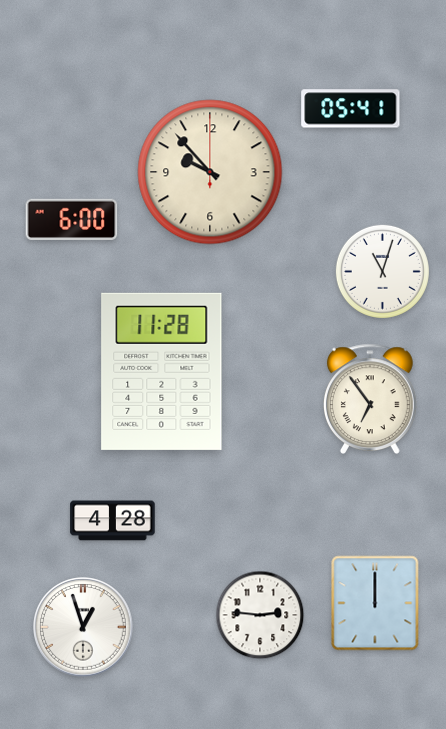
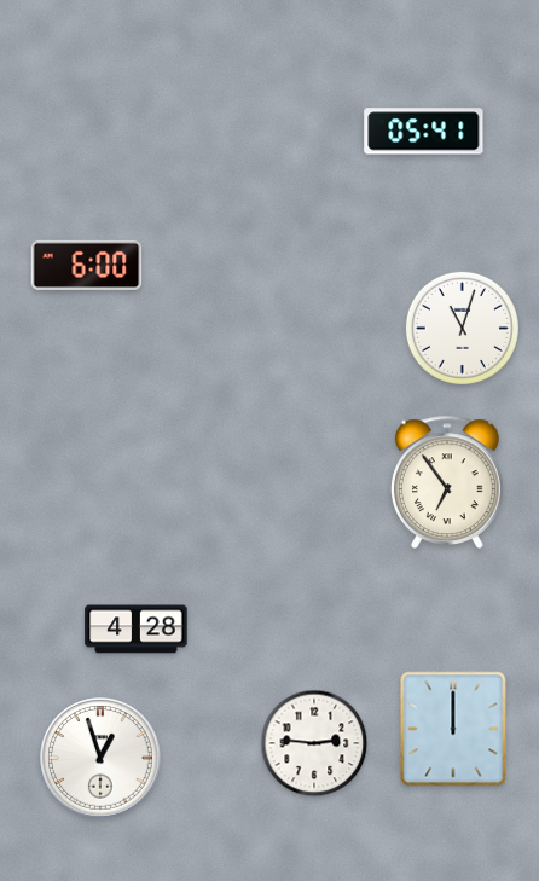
clock at (210, 172): 9:53 -> none
clock at (162, 371): 11:28 -> none
